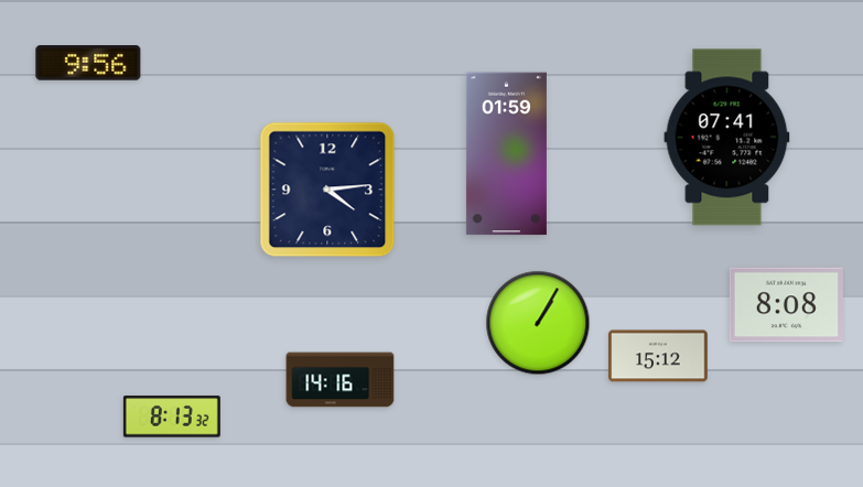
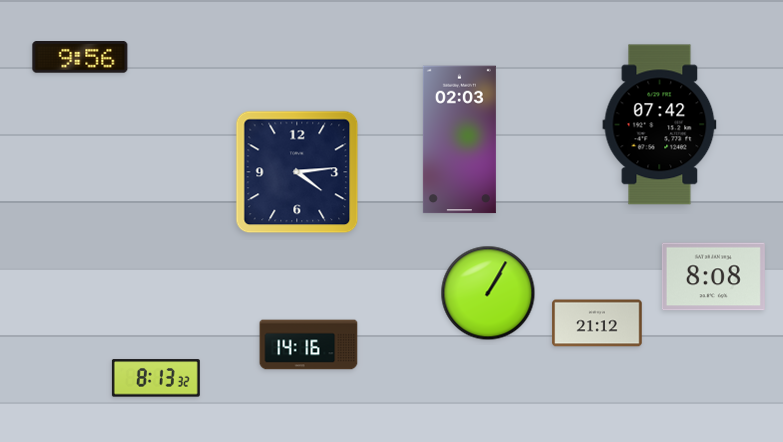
clock at (727, 138): 07:41 -> 07:42
clock at (506, 154): 01:59 -> 02:03
clock at (658, 356): 15:12 -> 21:12
